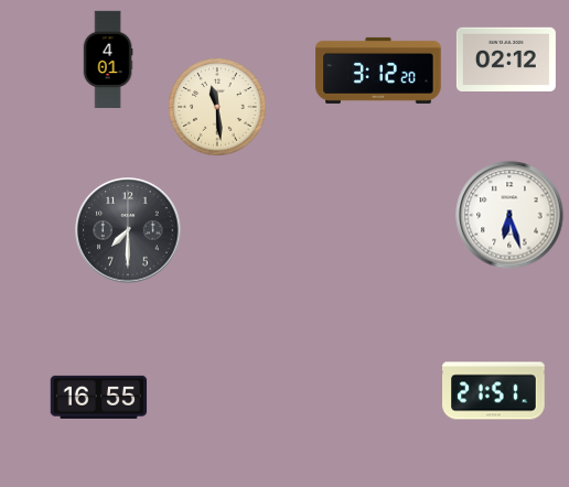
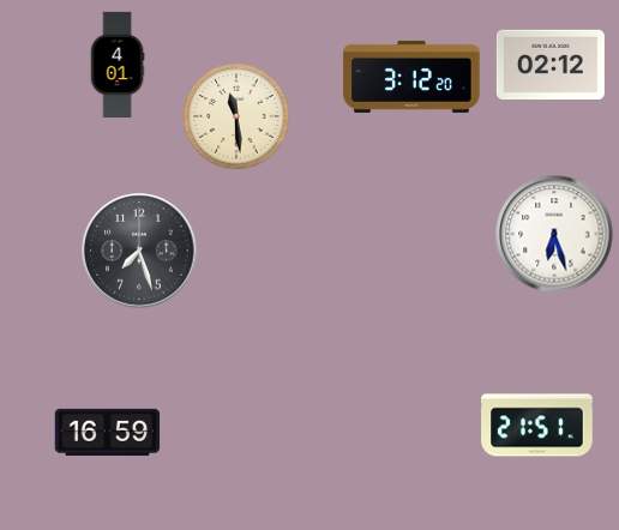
clock at (128, 230): 7:30 -> 7:27
clock at (99, 397): 16:55 -> 16:59
